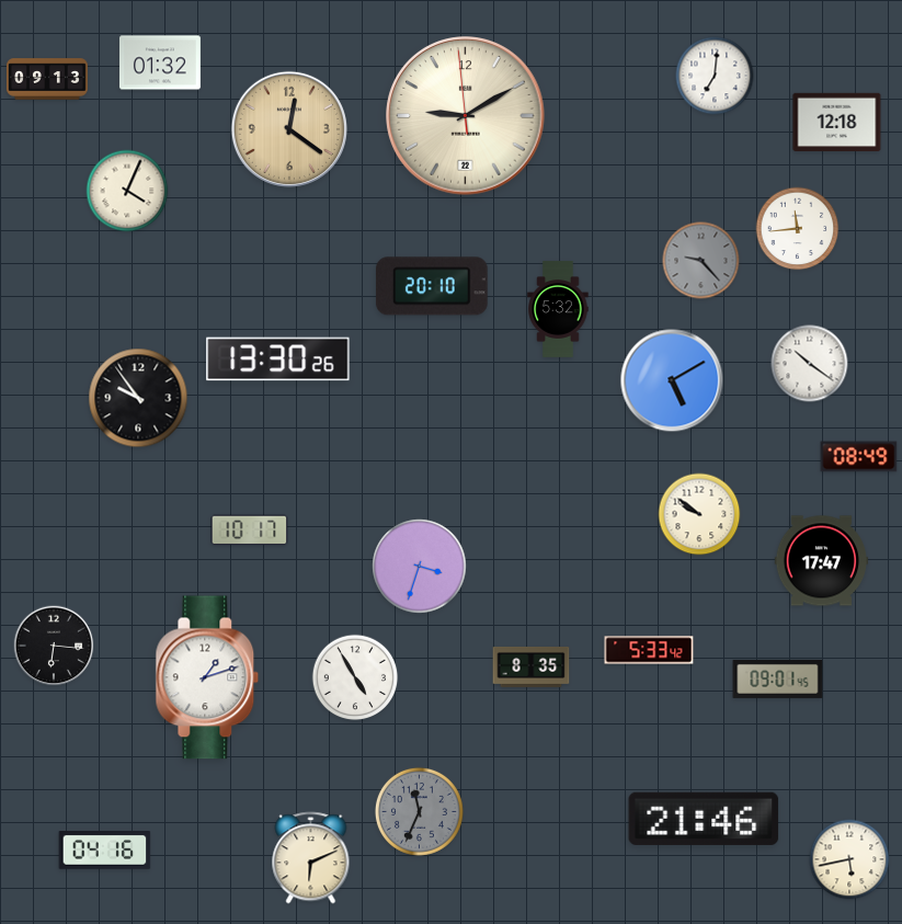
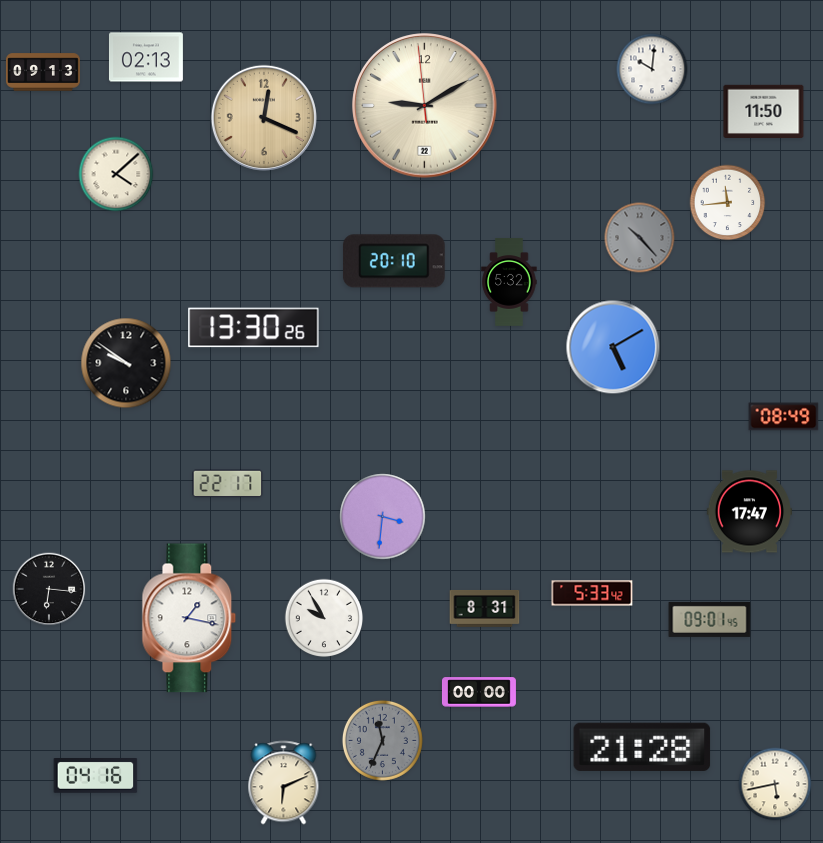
clock at (160, 62): 01:32 -> 02:13
clock at (715, 76): 7:01 -> 10:01
clock at (837, 122): 12:18 -> 11:50
clock at (289, 129): 12:21 -> 12:19
clock at (127, 191): 4:04 -> 4:08
clock at (798, 229) position: (798, 229) -> (728, 203)
clock at (701, 261): 9:23 -> 10:23
clock at (810, 364): 10:21 -> none
clock at (138, 398): 9:54 -> 9:51
clock at (699, 514): 9:51 -> none
clock at (250, 531): 10:17 -> 22:17
clock at (420, 567): 3:33 -> 3:31
clock at (532, 666): 8:35 -> 8:31
clock at (207, 677): 1:12 -> 1:17
clock at (355, 677): 4:55 -> 9:55
clock at (479, 692): none -> 00:00
clock at (704, 819): 21:46 -> 21:28
